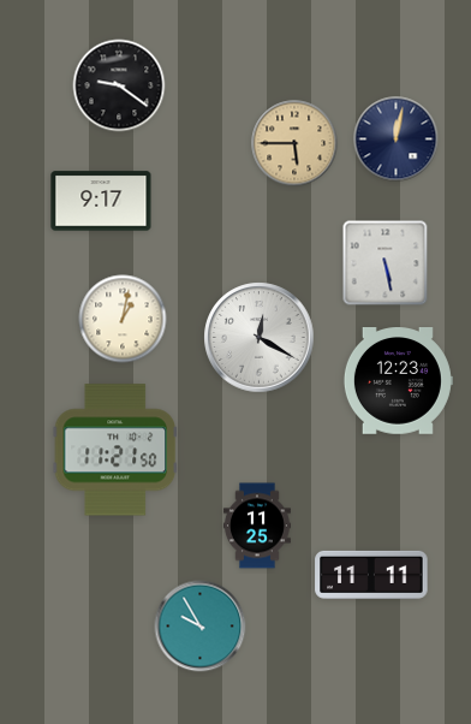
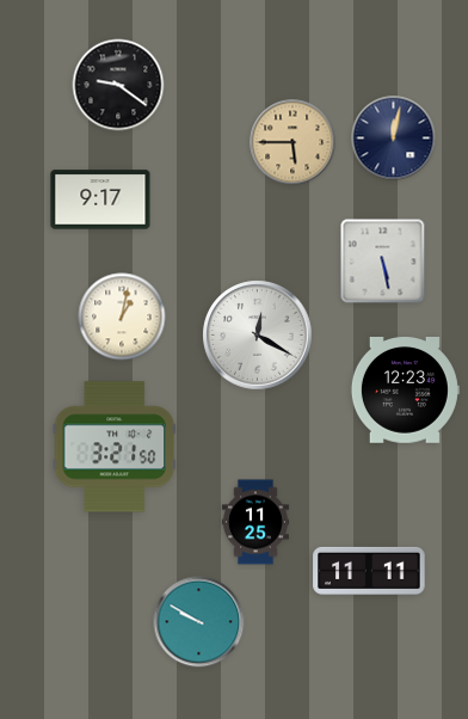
clock at (398, 381) position: (398, 381) -> (405, 391)
clock at (115, 450): 11:21 -> 3:21
clock at (201, 627): 9:55 -> 9:50
